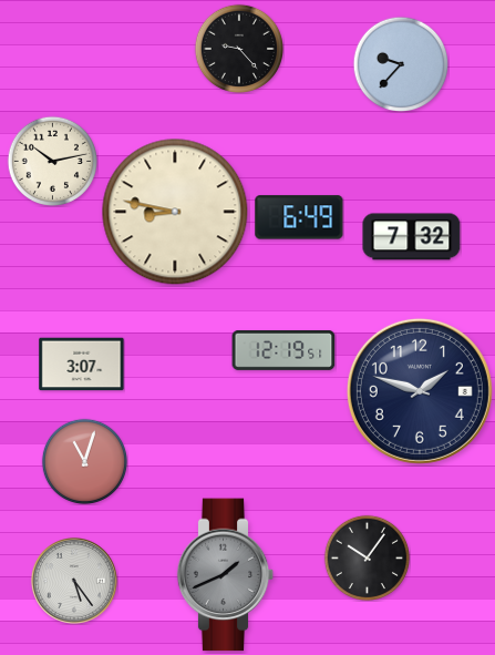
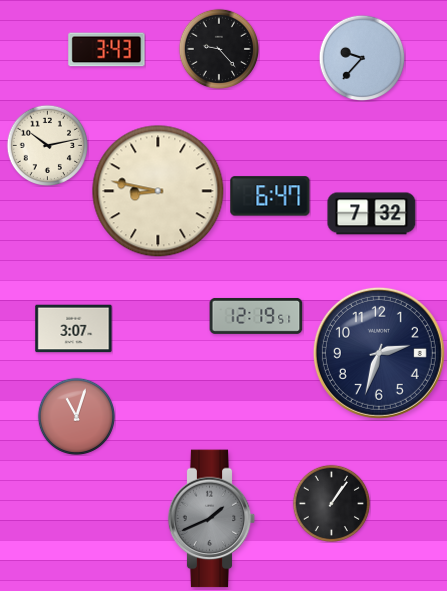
clock at (238, 48) position: (238, 48) -> (218, 48)
clock at (107, 50): none -> 3:43
clock at (299, 217): 6:49 -> 6:47
clock at (420, 391): 1:48 -> 2:33
clock at (367, 557): 10:06 -> 1:06
clock at (226, 575) position: (226, 575) -> (212, 519)
clock at (74, 581): 5:24 -> none
